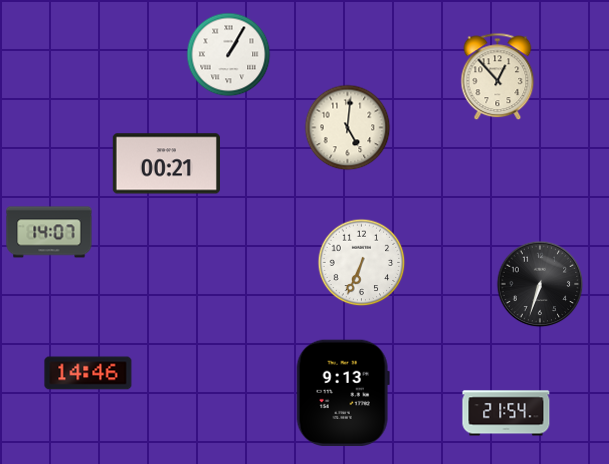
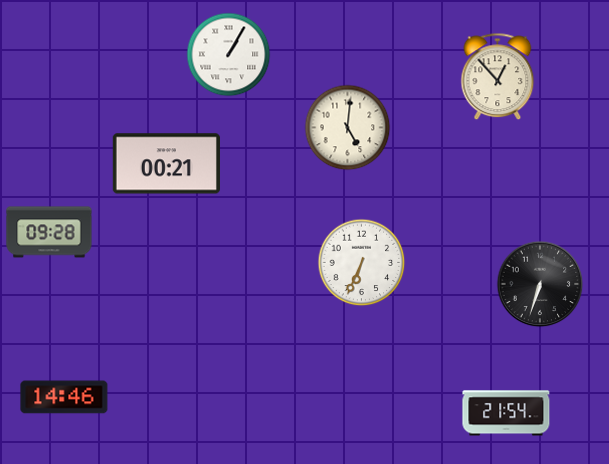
clock at (49, 232): 14:07 -> 09:28
clock at (88, 373) position: (88, 373) -> (64, 397)
clock at (343, 393): 9:13 -> none
